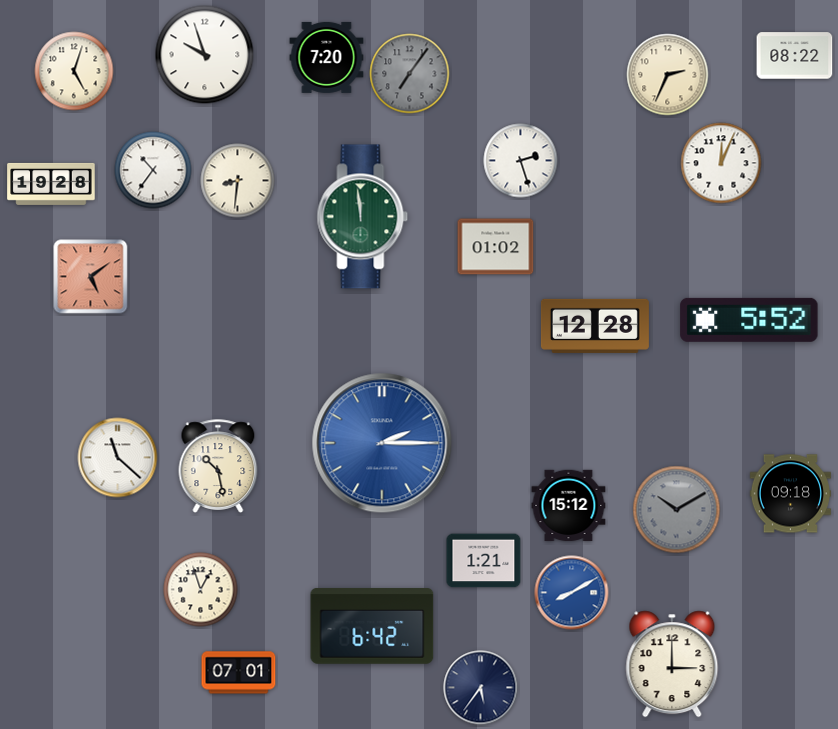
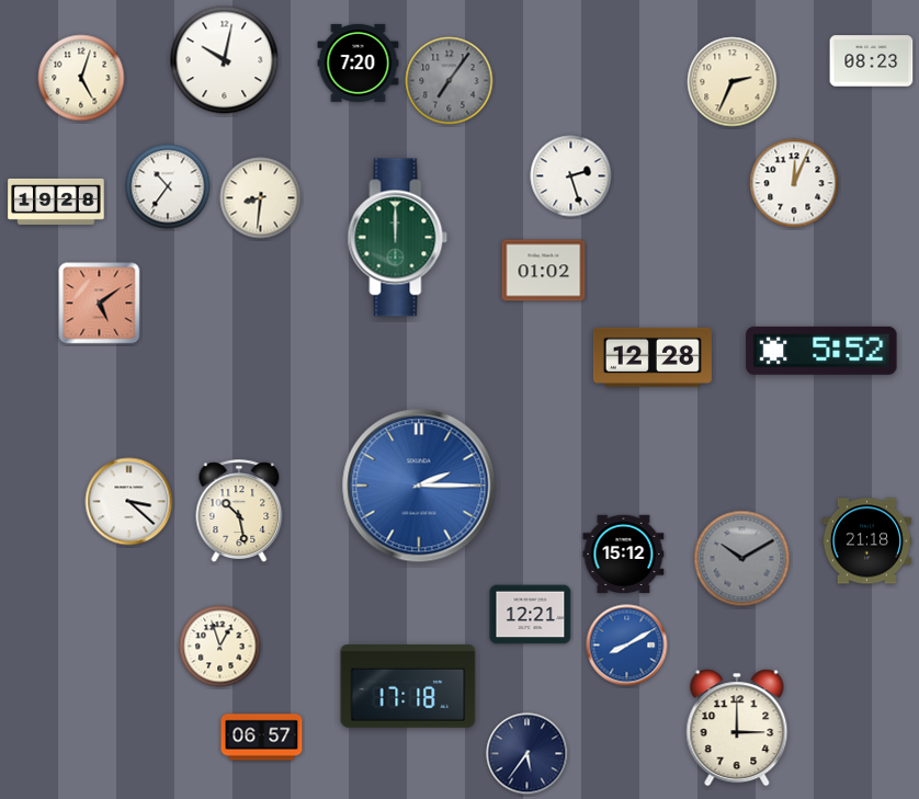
clock at (205, 55): 9:57 -> 10:02
clock at (795, 56): 08:22 -> 08:23
clock at (721, 163) position: (721, 163) -> (794, 183)
clock at (363, 217): 11:59 -> 12:00
clock at (118, 458): 11:22 -> 3:22
clock at (790, 494): 09:18 -> 21:18
clock at (484, 561): 1:21 -> 12:21
clock at (572, 593) position: (572, 593) -> (627, 646)
clock at (372, 627): 6:42 -> 17:18
clock at (239, 673): 07:01 -> 06:57
